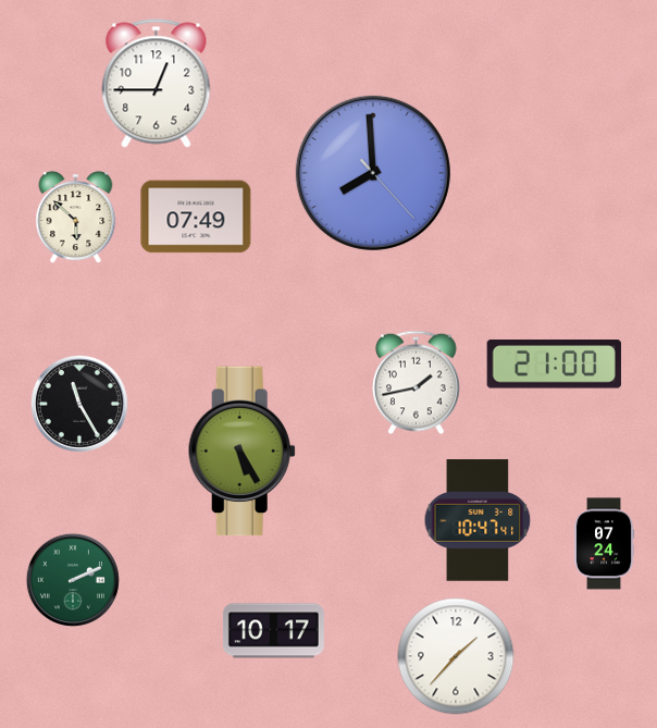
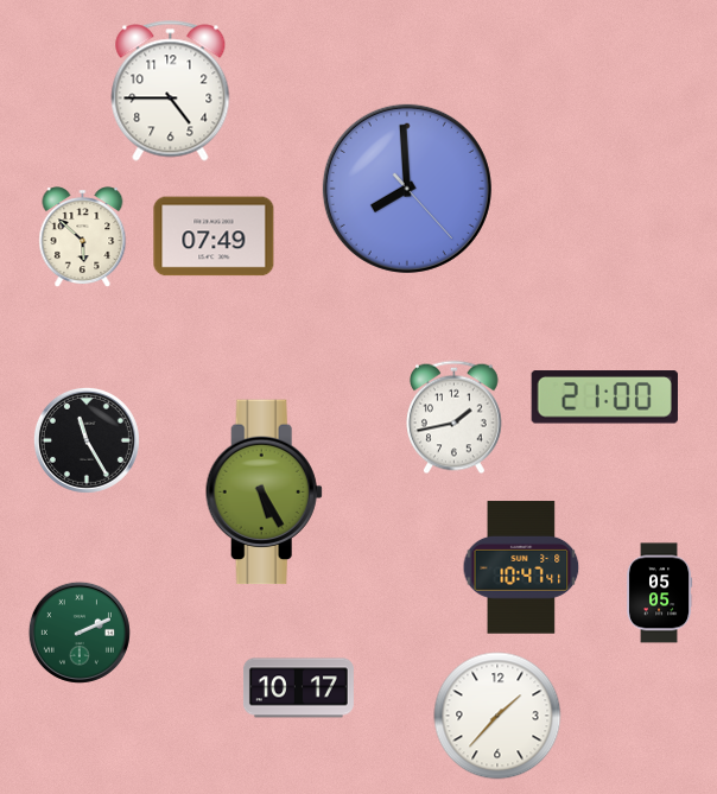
clock at (157, 84): 12:45 -> 4:45
clock at (604, 544): 07:24 -> 05:05
